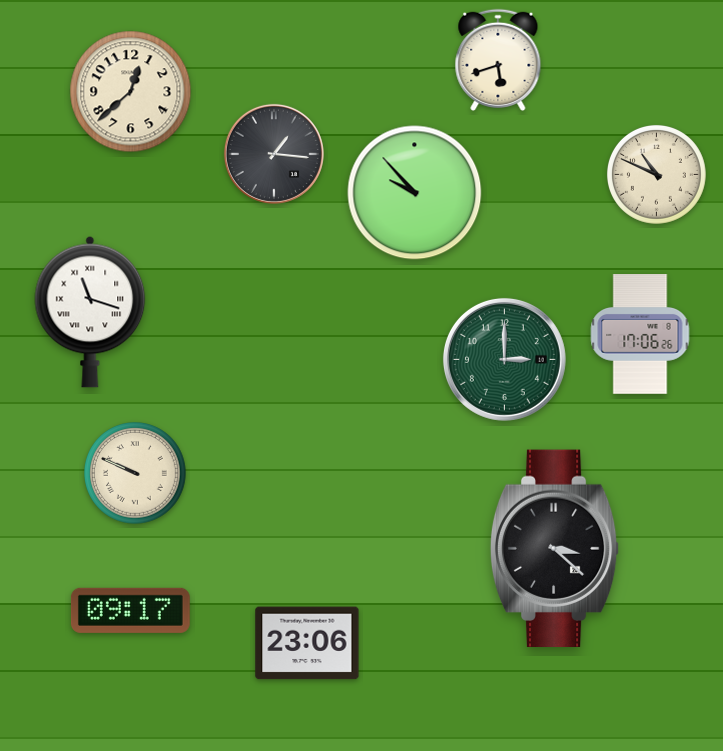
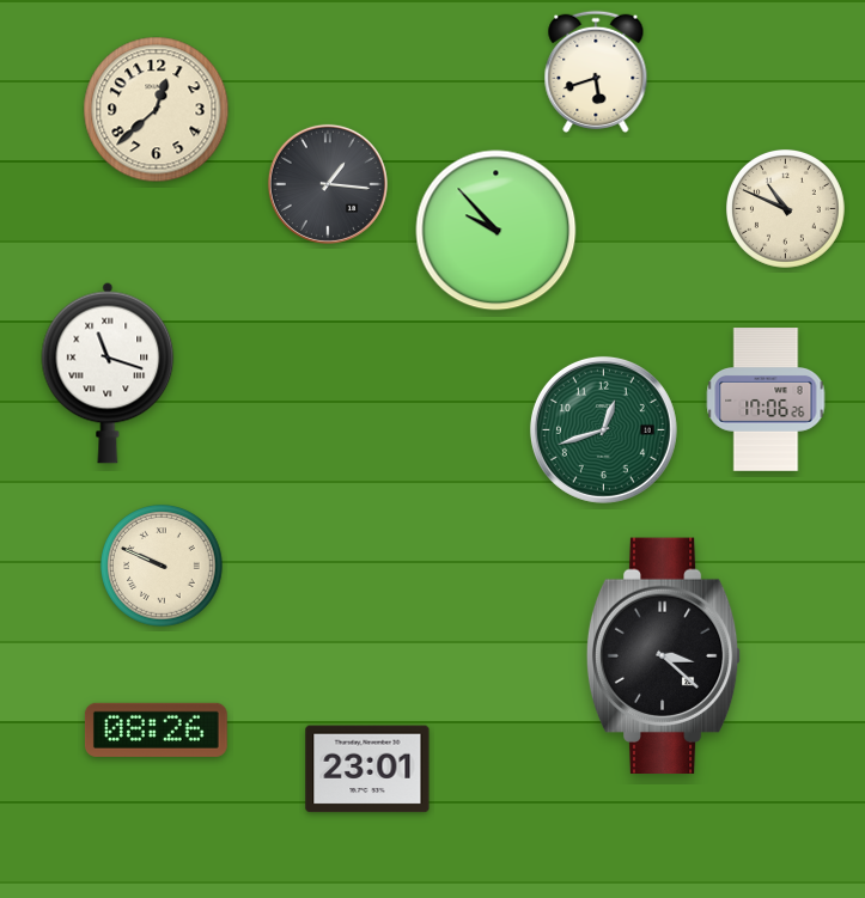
clock at (504, 359): 3:00 -> 12:42
clock at (130, 610): 09:17 -> 08:26
clock at (307, 643): 23:06 -> 23:01
